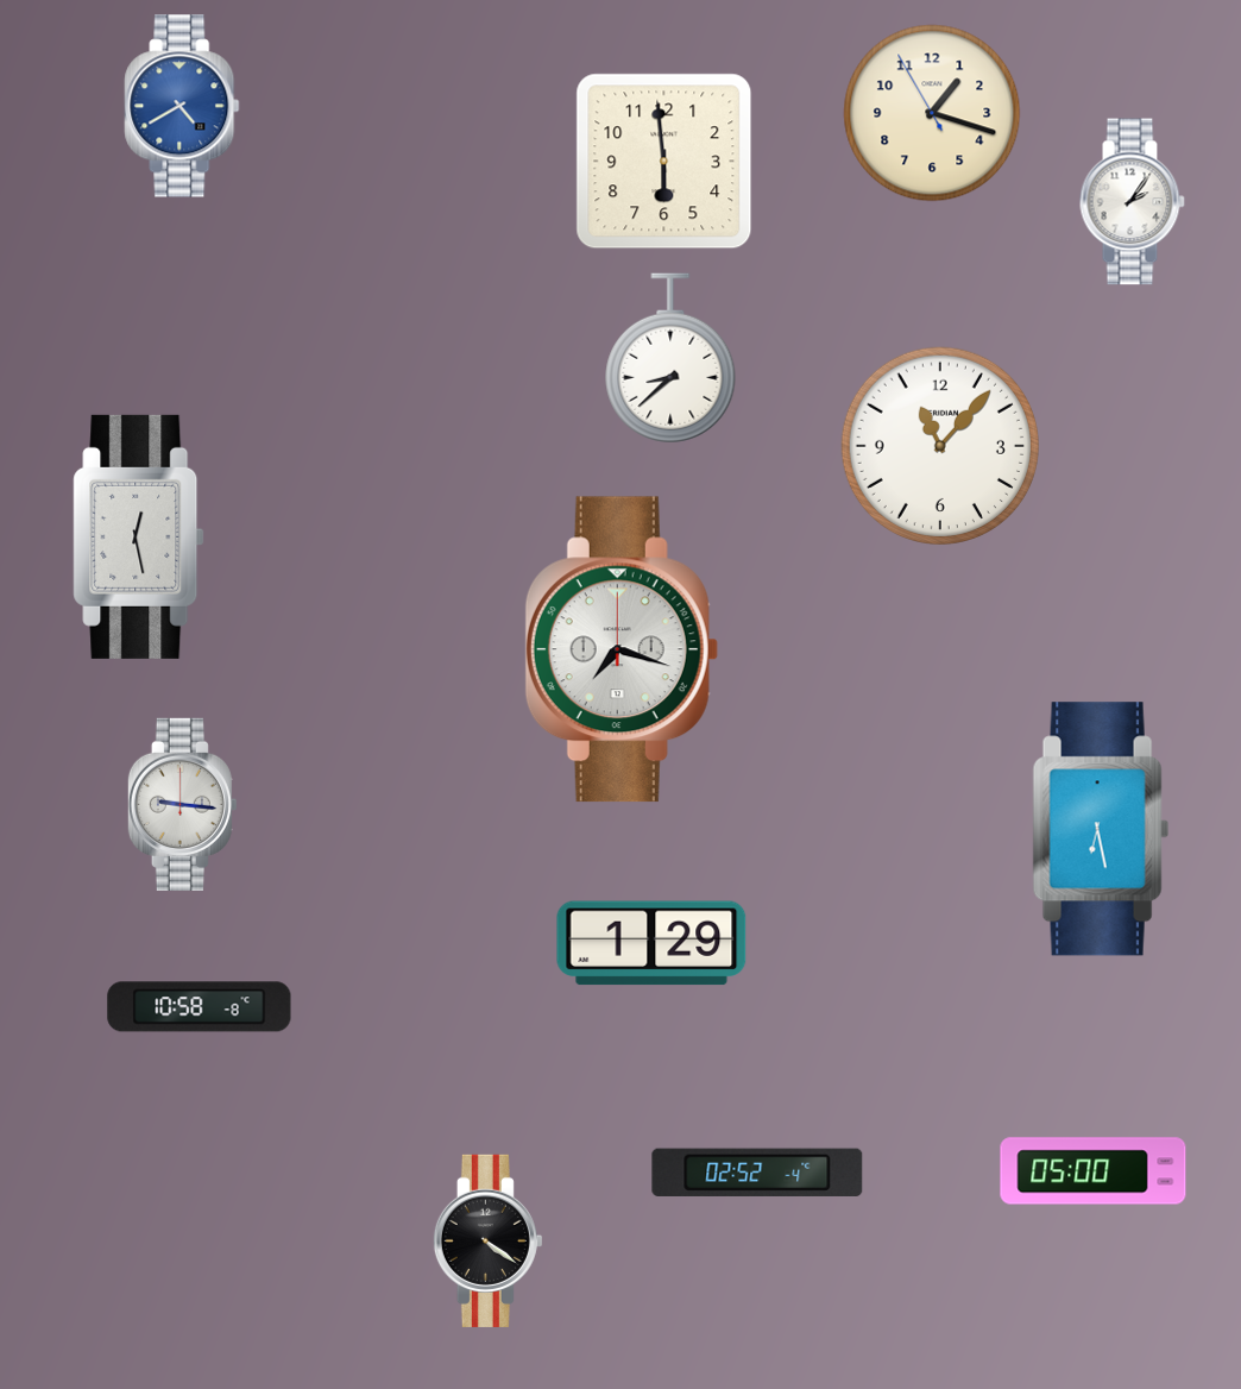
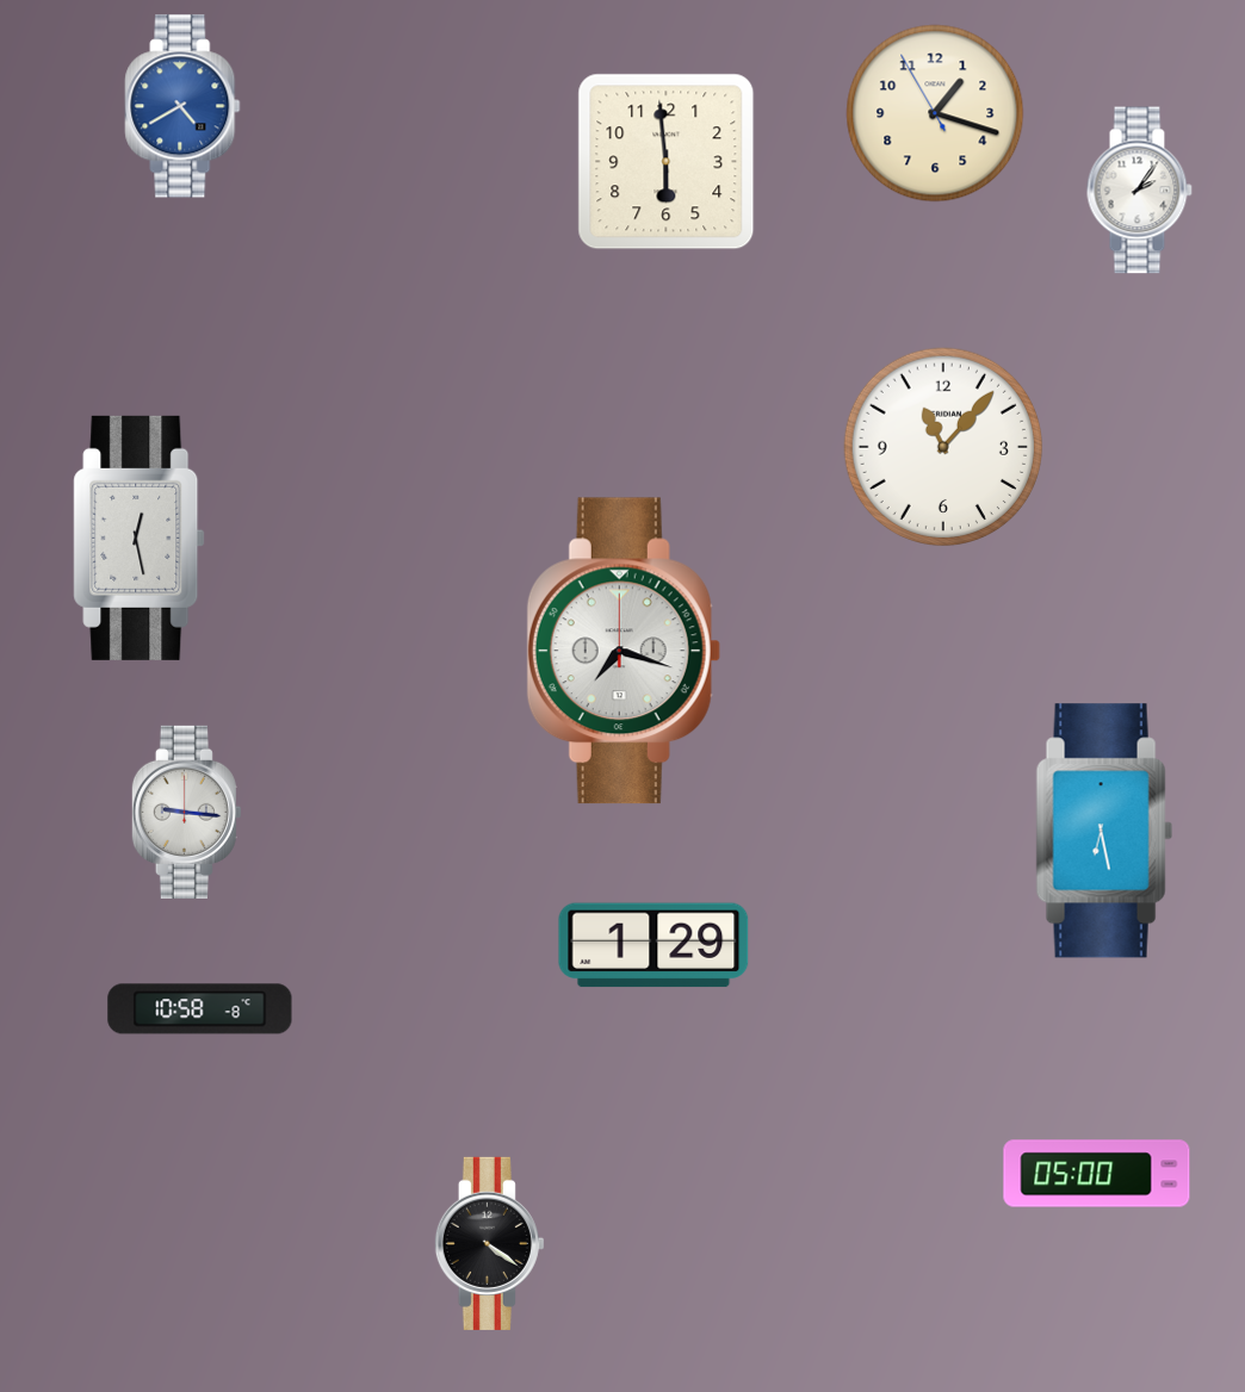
clock at (1132, 202) position: (1132, 202) -> (1139, 191)
clock at (670, 358): 8:38 -> none
clock at (182, 804) position: (182, 804) -> (186, 812)
clock at (757, 1171): 02:52 -> none
